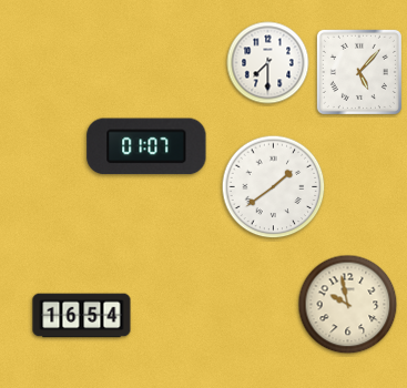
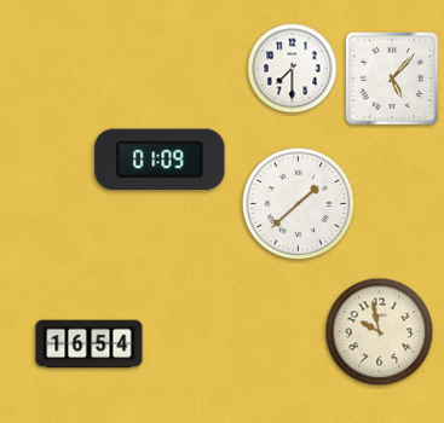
clock at (146, 146): 01:07 -> 01:09
clock at (274, 187): 1:39 -> 1:38
